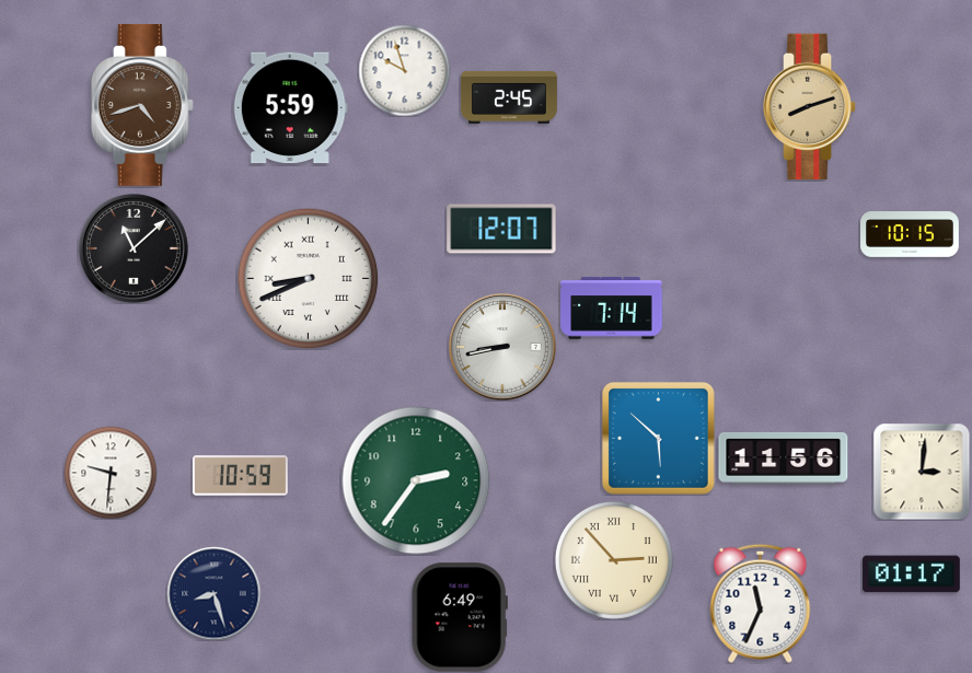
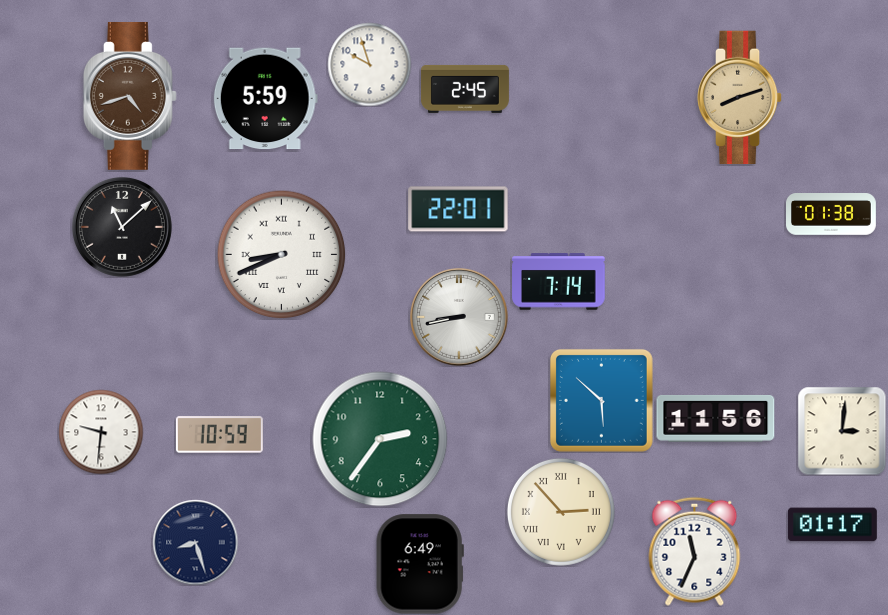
clock at (501, 229): 12:07 -> 22:01
clock at (911, 235): 10:15 -> 01:38
